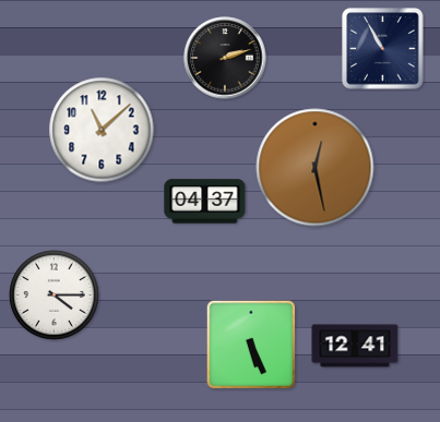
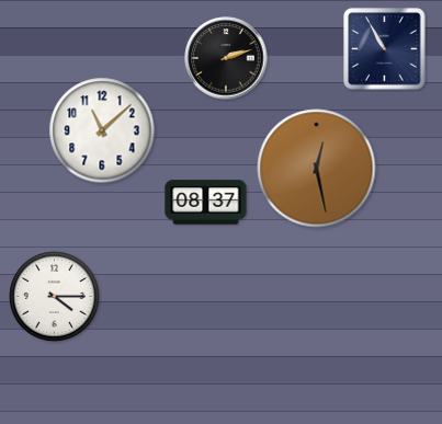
clock at (205, 202): 04:37 -> 08:37
clock at (251, 345): 5:26 -> none
clock at (355, 346): 12:41 -> none
